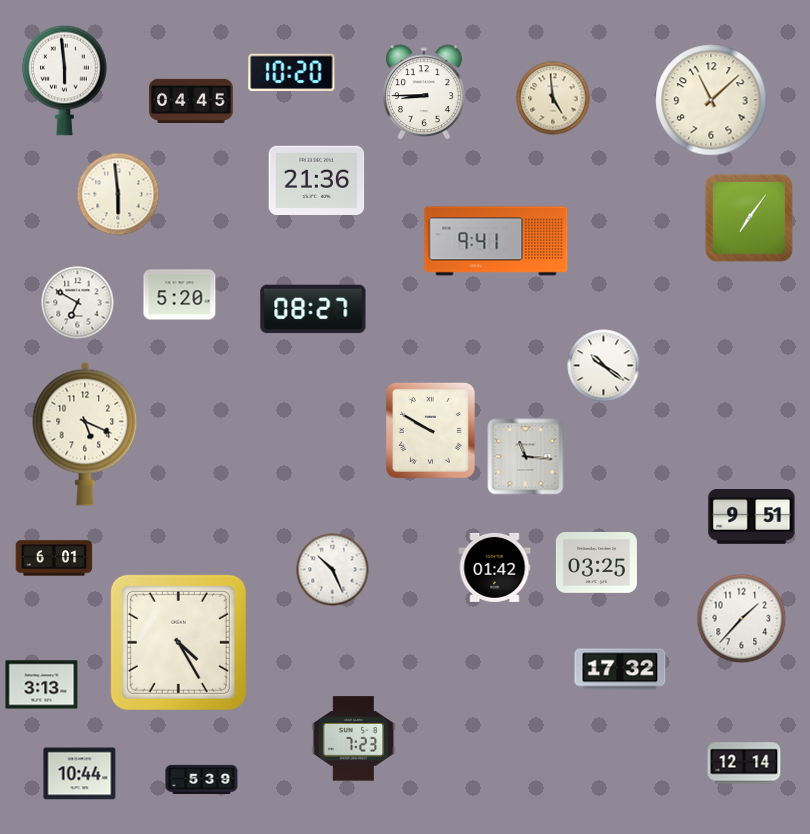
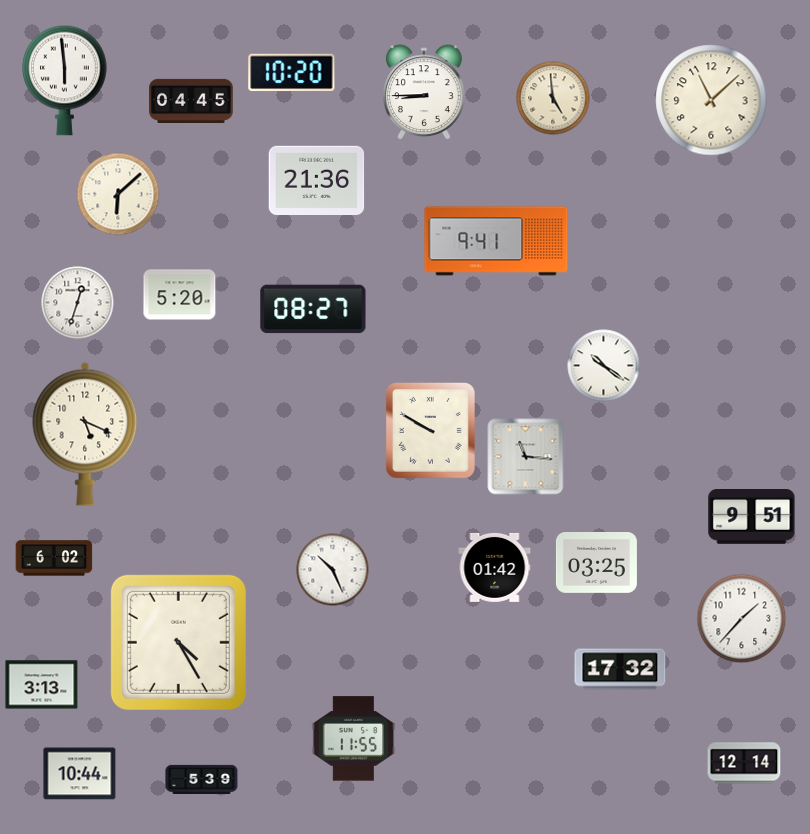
clock at (118, 194): 5:59 -> 6:08
clock at (749, 218): 7:06 -> none
clock at (78, 303): 6:50 -> 12:33
clock at (54, 558): 6:01 -> 6:02
clock at (354, 739): 7:23 -> 11:55
